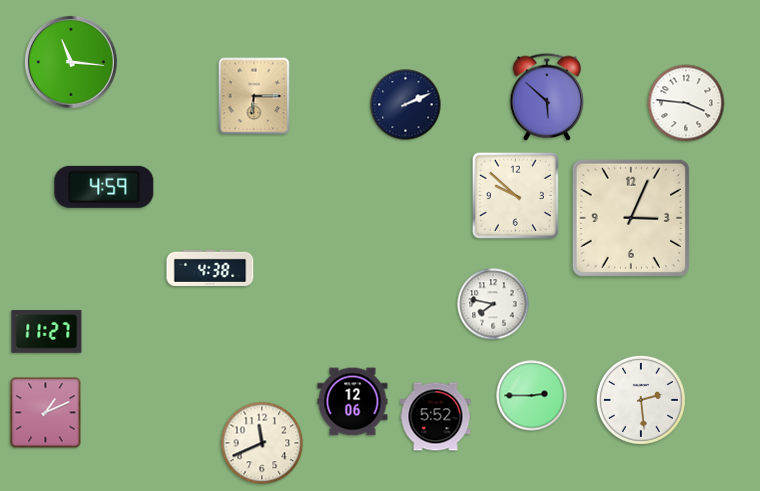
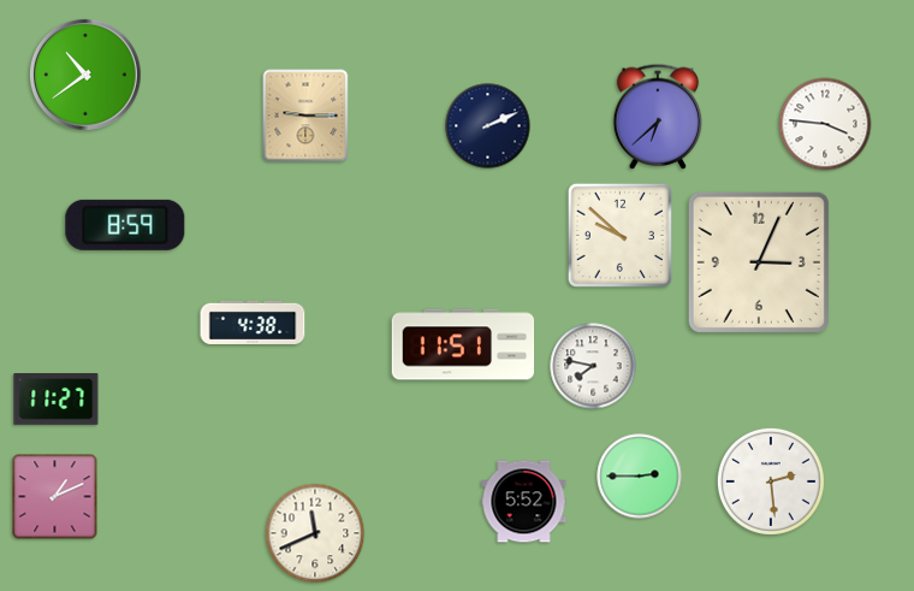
clock at (72, 63): 11:16 -> 10:39
clock at (254, 96): 6:15 -> 9:15
clock at (547, 97): 5:52 -> 6:38
clock at (104, 187): 4:59 -> 8:59
clock at (463, 344): none -> 11:51
clock at (353, 402): 12:06 -> none
